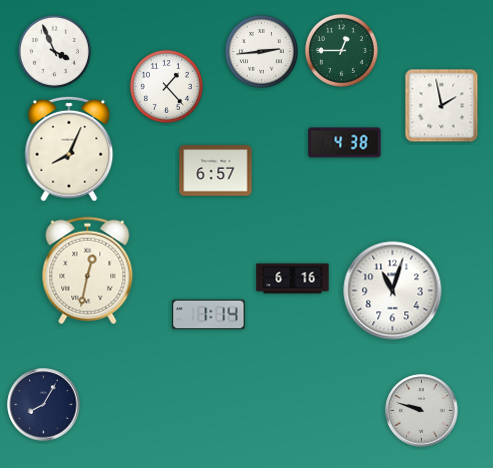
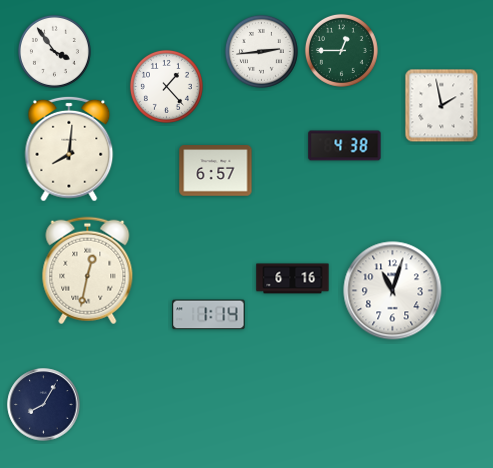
clock at (54, 51): 3:56 -> 3:54
clock at (345, 143) position: (345, 143) -> (345, 146)
clock at (69, 149): 8:04 -> 8:01
clock at (422, 411): 9:48 -> none
